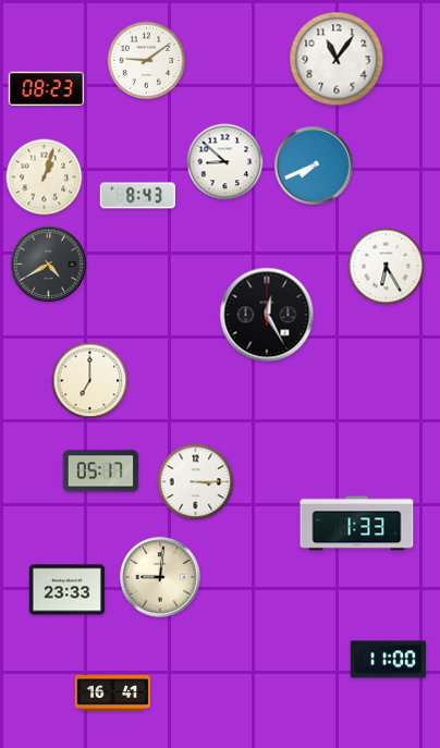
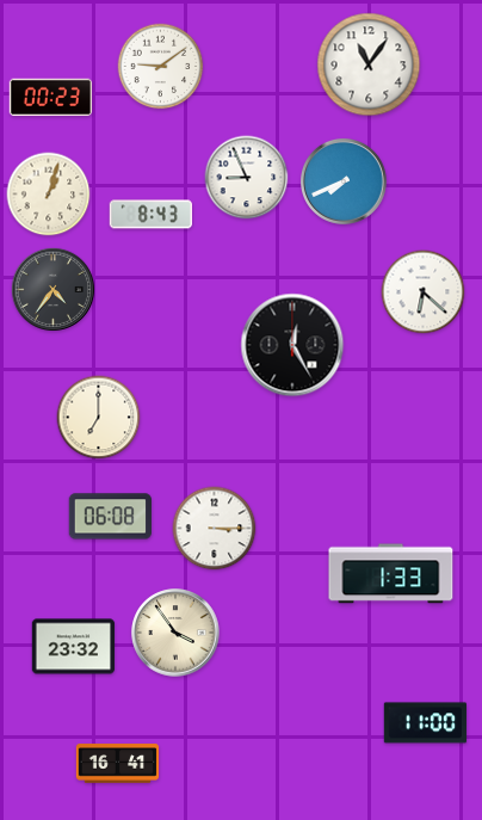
clock at (47, 89): 08:23 -> 00:23
clock at (225, 162): 8:52 -> 8:56
clock at (48, 263): 4:40 -> 4:36
clock at (387, 267): 6:25 -> 6:22
clock at (100, 471): 05:17 -> 06:08
clock at (160, 577): 9:01 -> 3:54
clock at (68, 590): 23:33 -> 23:32
clock at (113, 694) position: (113, 694) -> (118, 764)
